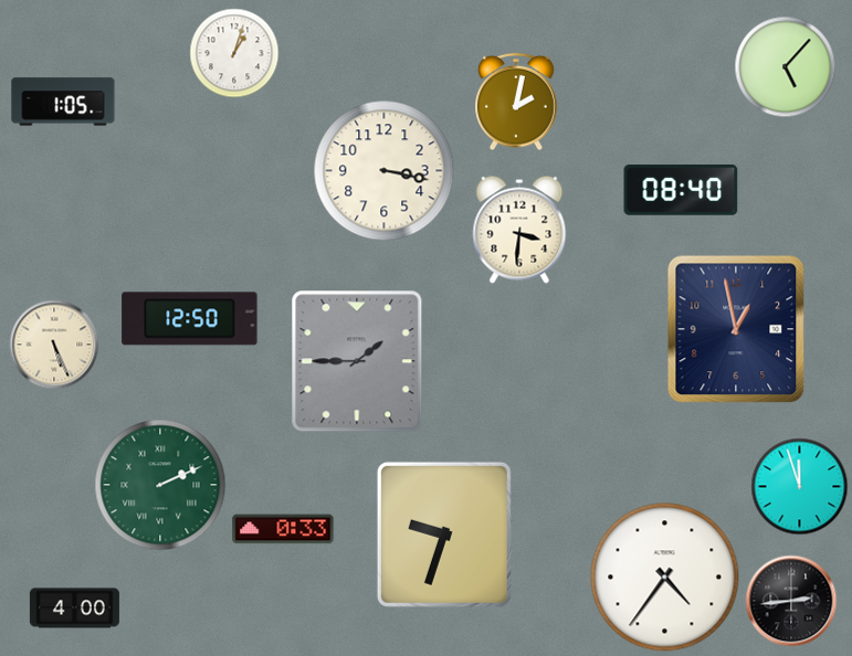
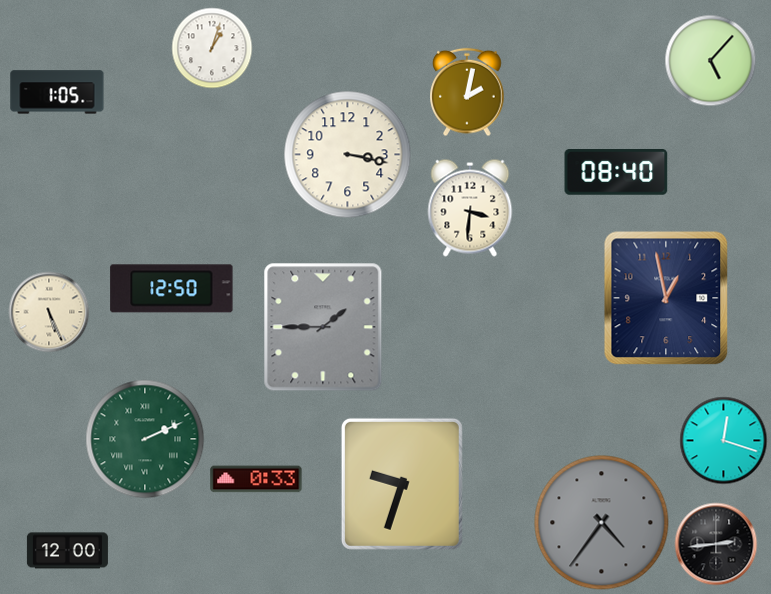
clock at (800, 487): 11:57 -> 12:18
clock at (665, 578) dial: white -> grey
clock at (74, 609): 4:00 -> 12:00
